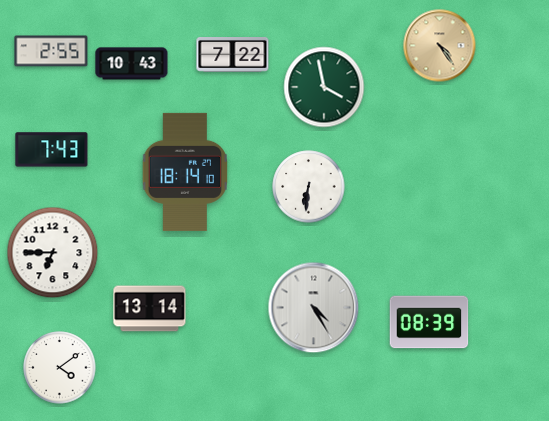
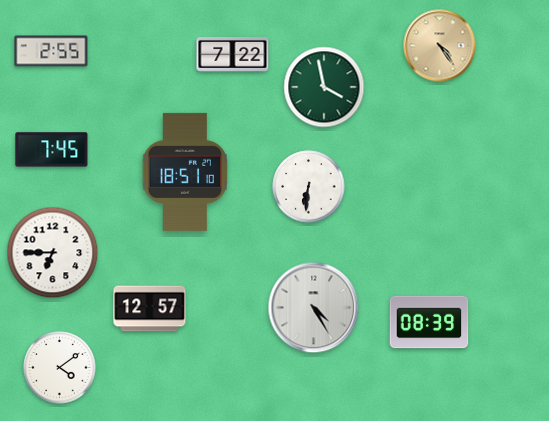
clock at (132, 64): 10:43 -> none
clock at (52, 150): 7:43 -> 7:45
clock at (185, 172): 18:14 -> 18:51
clock at (150, 309): 13:14 -> 12:57
